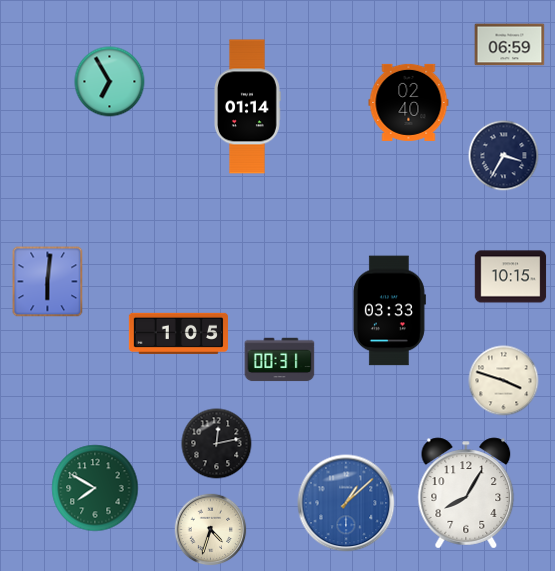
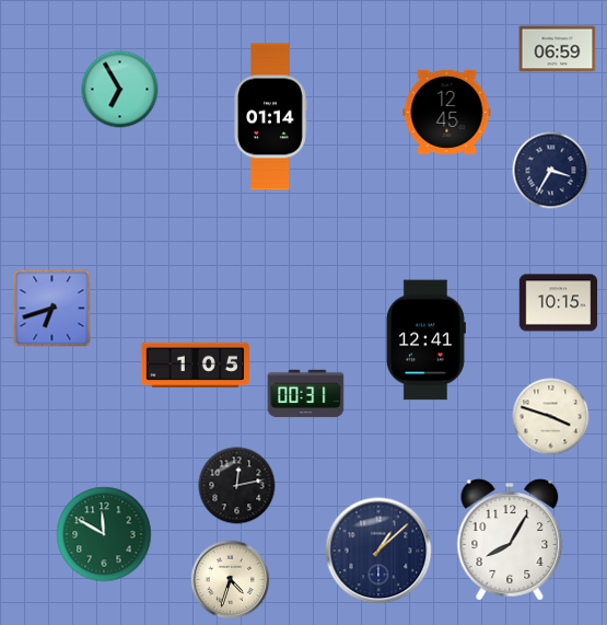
clock at (409, 102): 02:40 -> 12:45
clock at (48, 282): 6:01 -> 6:42
clock at (389, 311): 03:33 -> 12:41
clock at (95, 488): 7:50 -> 11:50
clock at (346, 503) dial: blue -> navy
